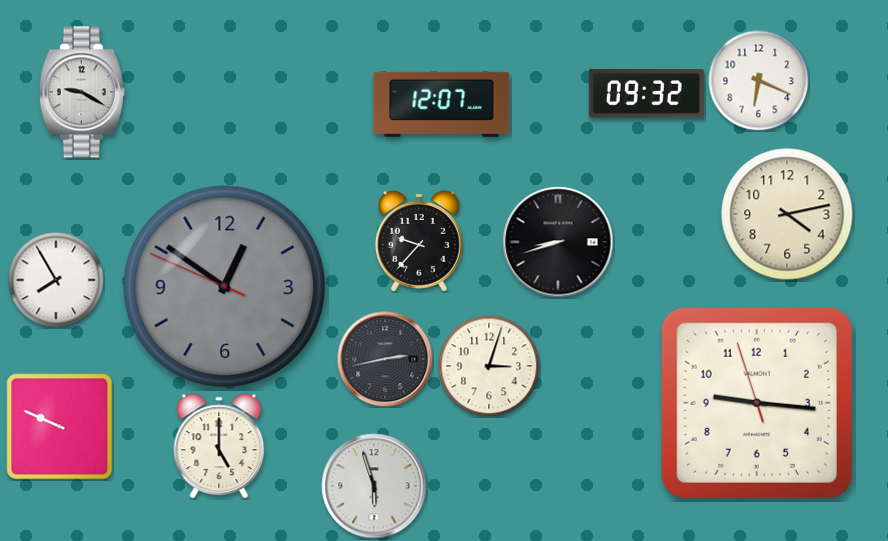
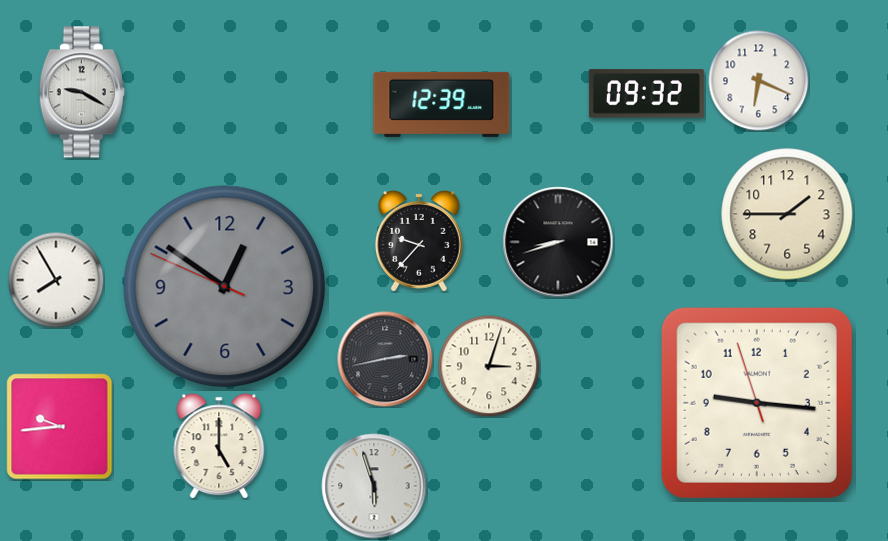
clock at (442, 104): 12:07 -> 12:39
clock at (787, 214): 4:13 -> 1:45
clock at (60, 427): 9:49 -> 9:44
